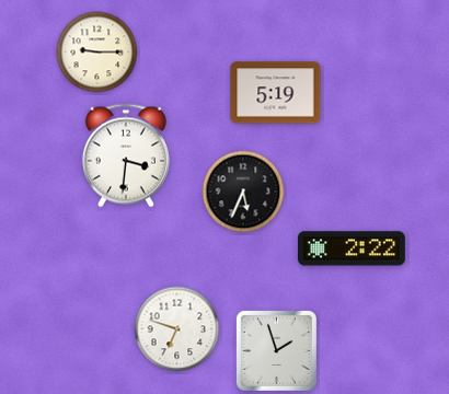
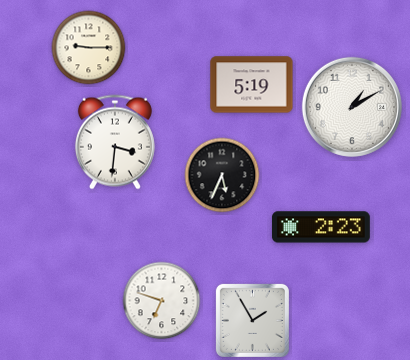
clock at (352, 107): none -> 1:10
clock at (352, 248): 2:22 -> 2:23
clock at (276, 350): 1:57 -> 1:55
